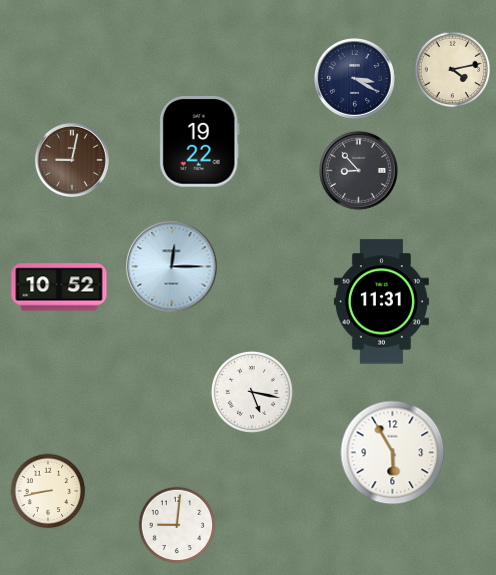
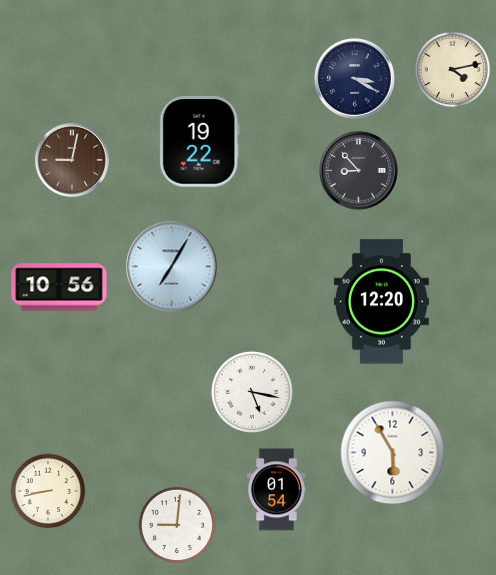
clock at (172, 267): 12:15 -> 7:05
clock at (59, 287): 10:52 -> 10:56
clock at (381, 302): 11:31 -> 12:20
clock at (276, 490): none -> 01:54
